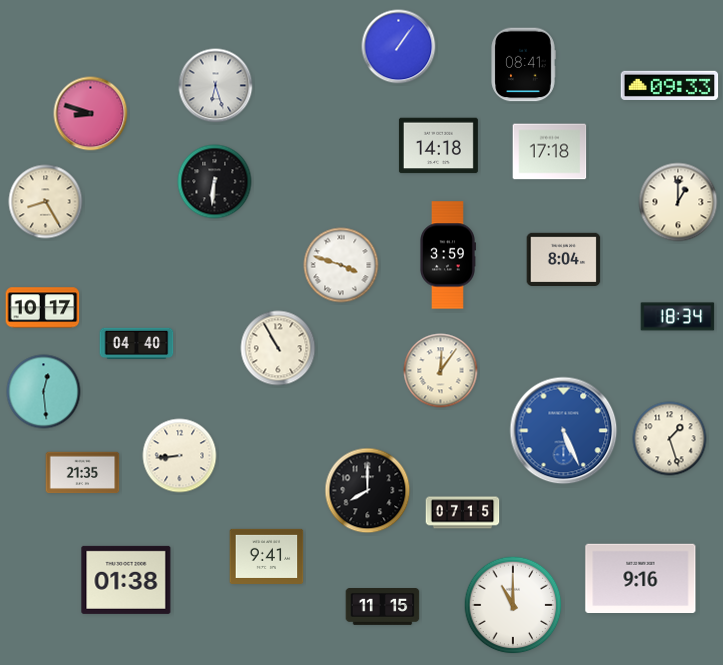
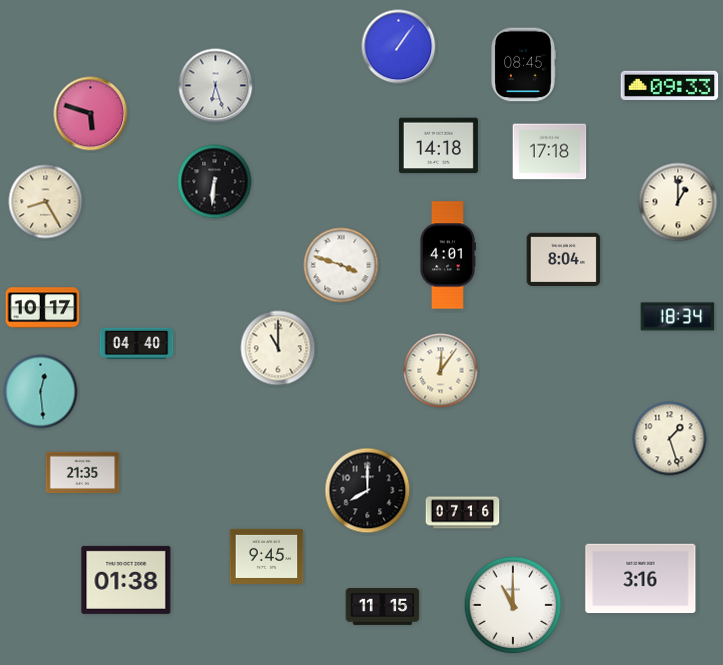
clock at (523, 65): 08:41 -> 08:45
clock at (91, 114): 8:48 -> 5:48
clock at (448, 255): 3:59 -> 4:01
clock at (278, 348): 10:55 -> 11:00
clock at (44, 392) position: (44, 392) -> (41, 392)
clock at (564, 431): 5:26 -> none
clock at (180, 456): 8:44 -> none
clock at (463, 513): 07:15 -> 07:16
clock at (267, 556): 9:41 -> 9:45
clock at (641, 578): 9:16 -> 3:16
